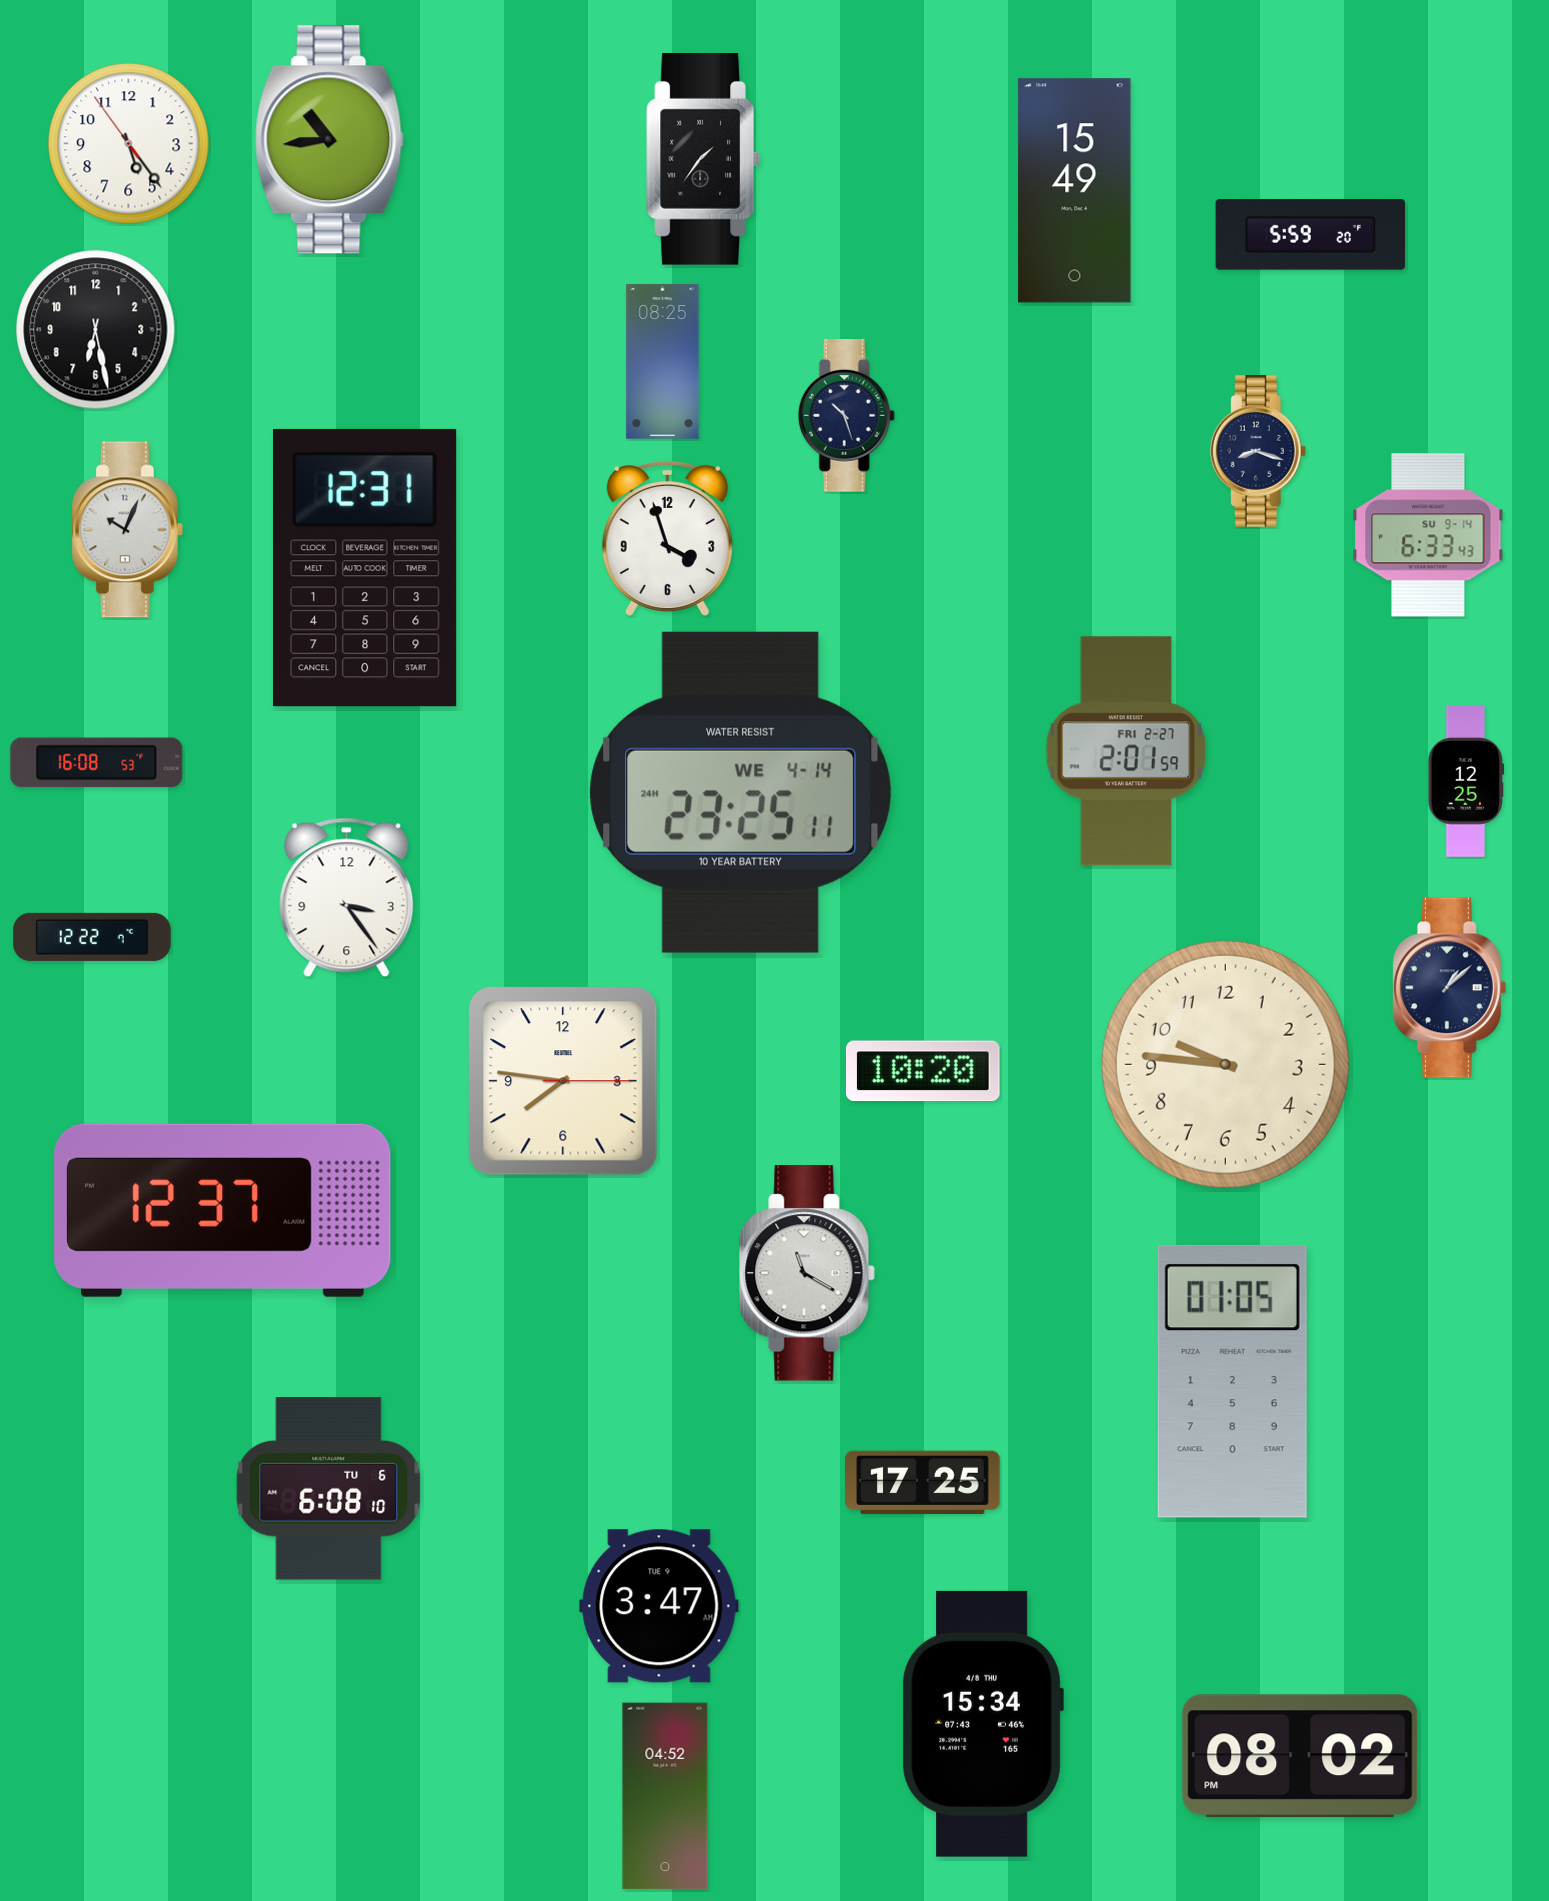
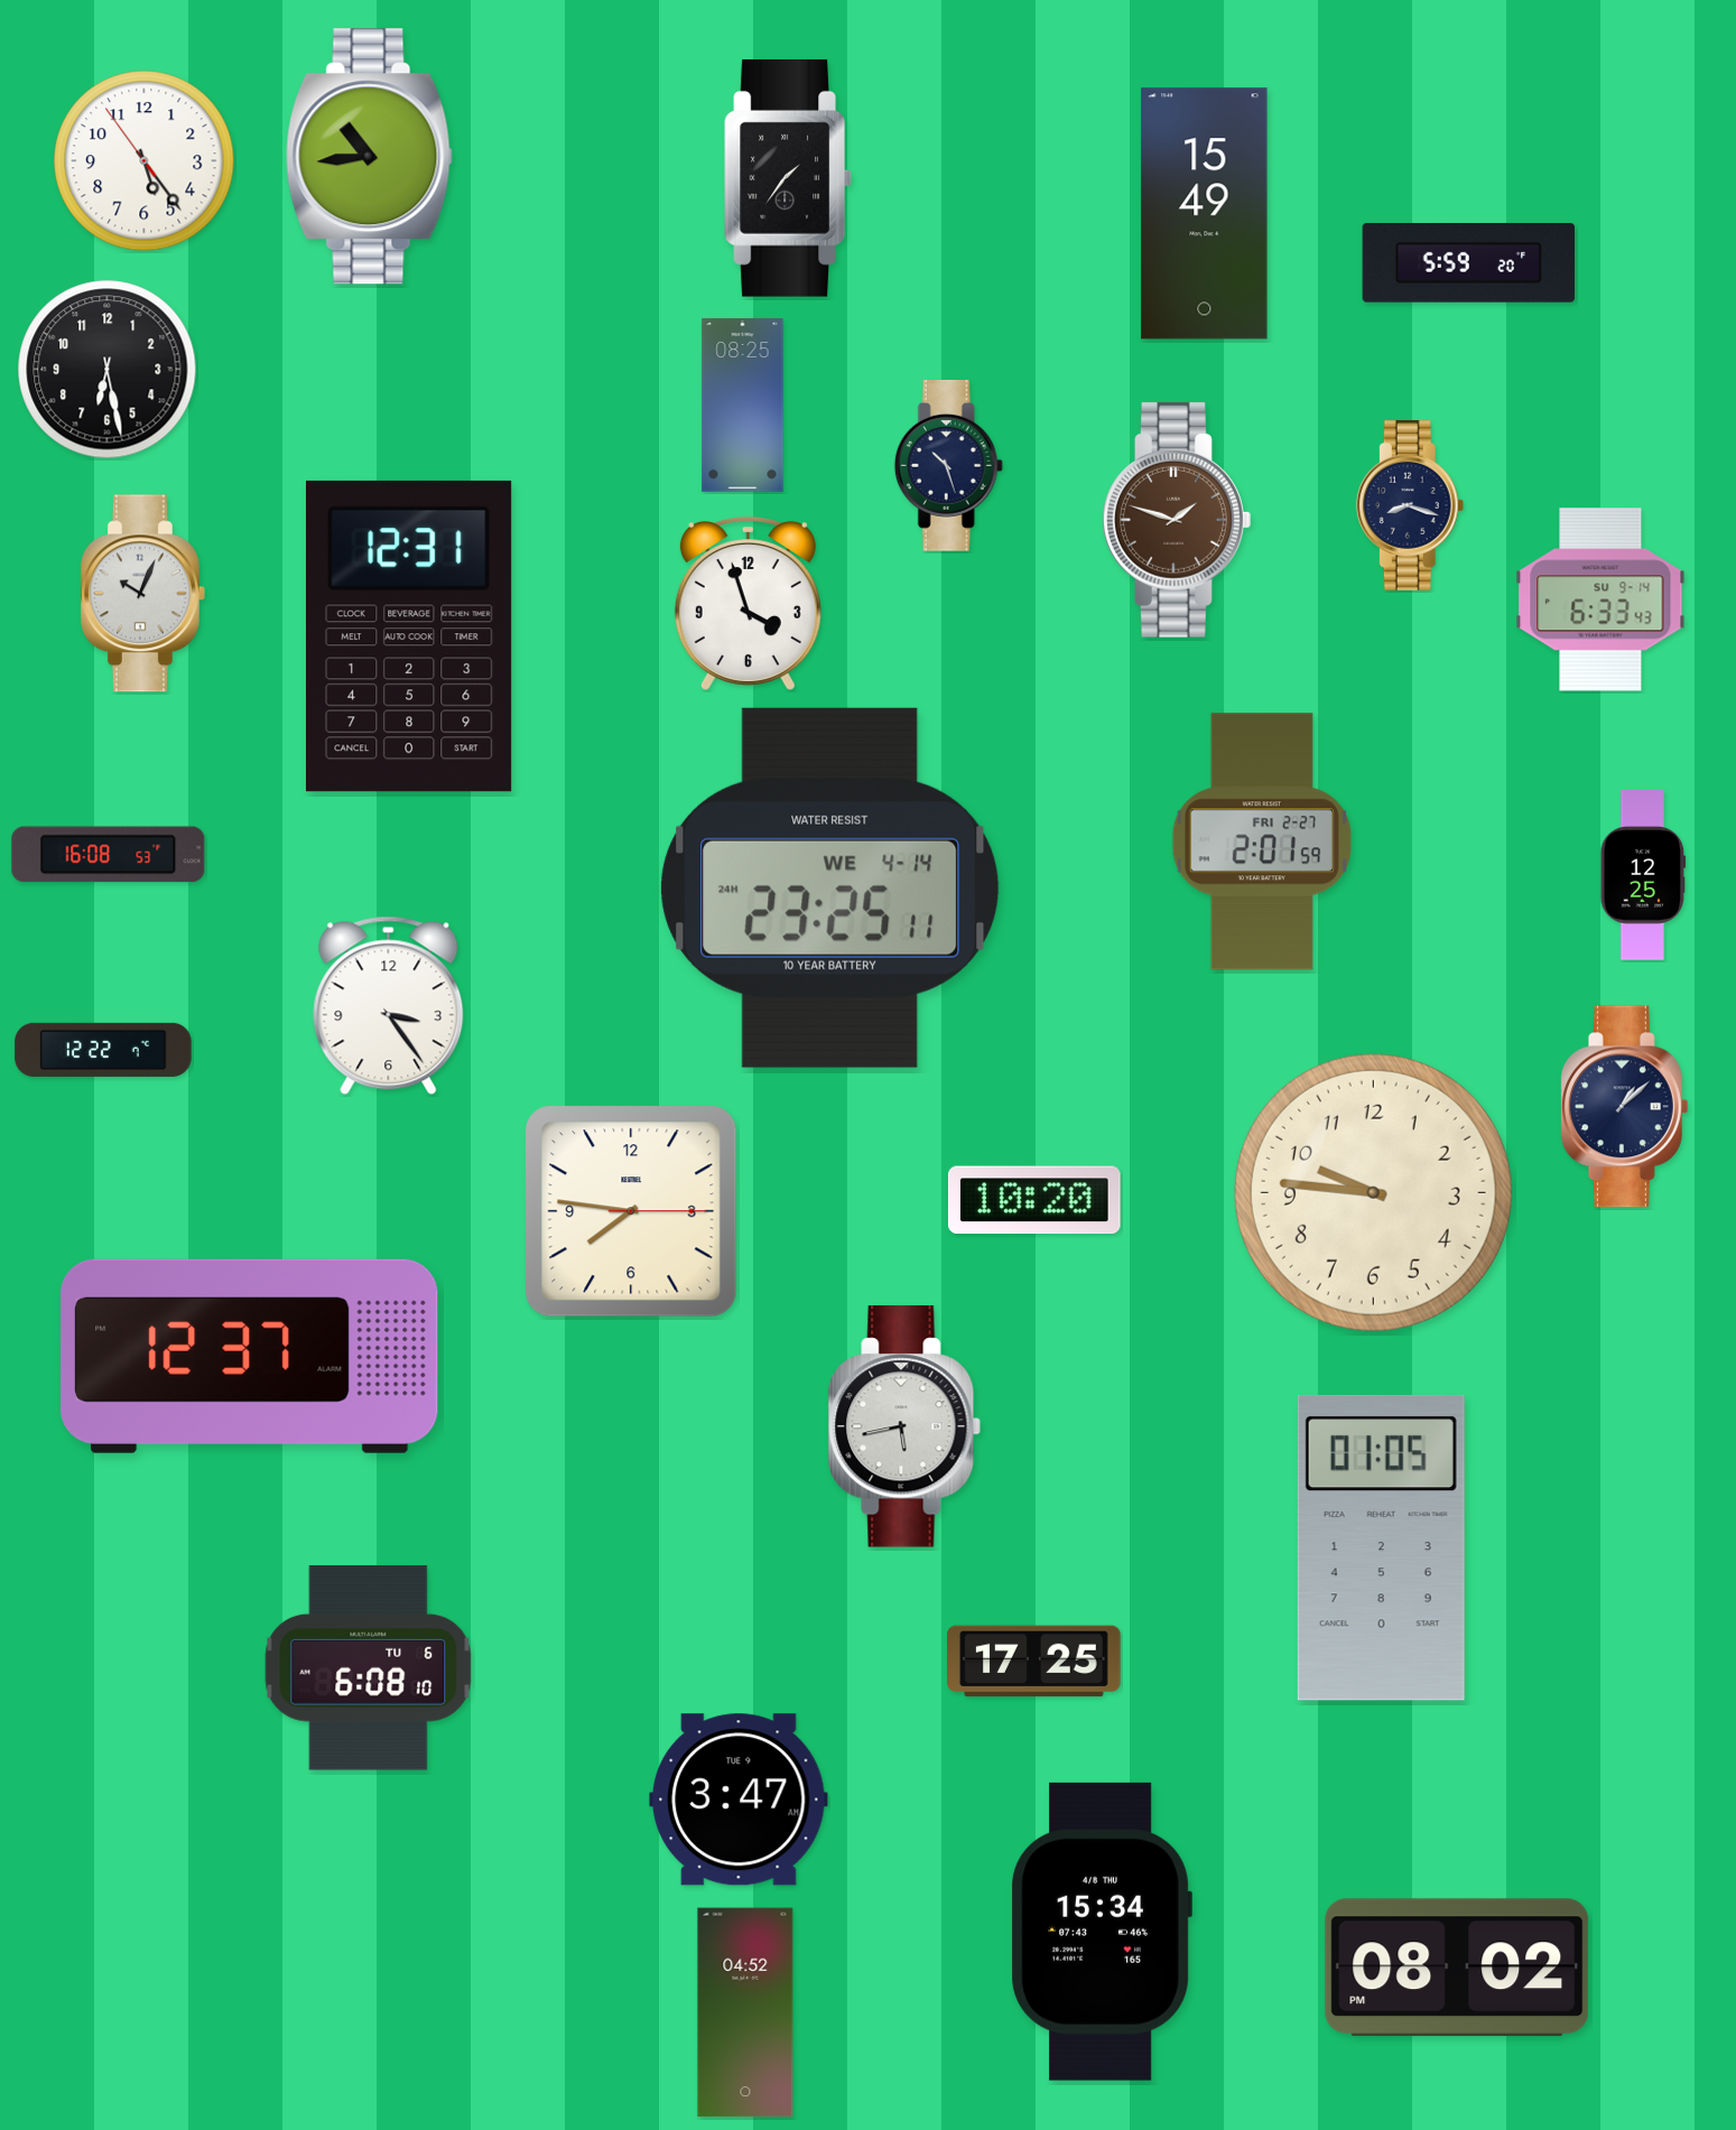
clock at (1177, 520): none -> 1:48
clock at (807, 1273): 11:20 -> 5:43
